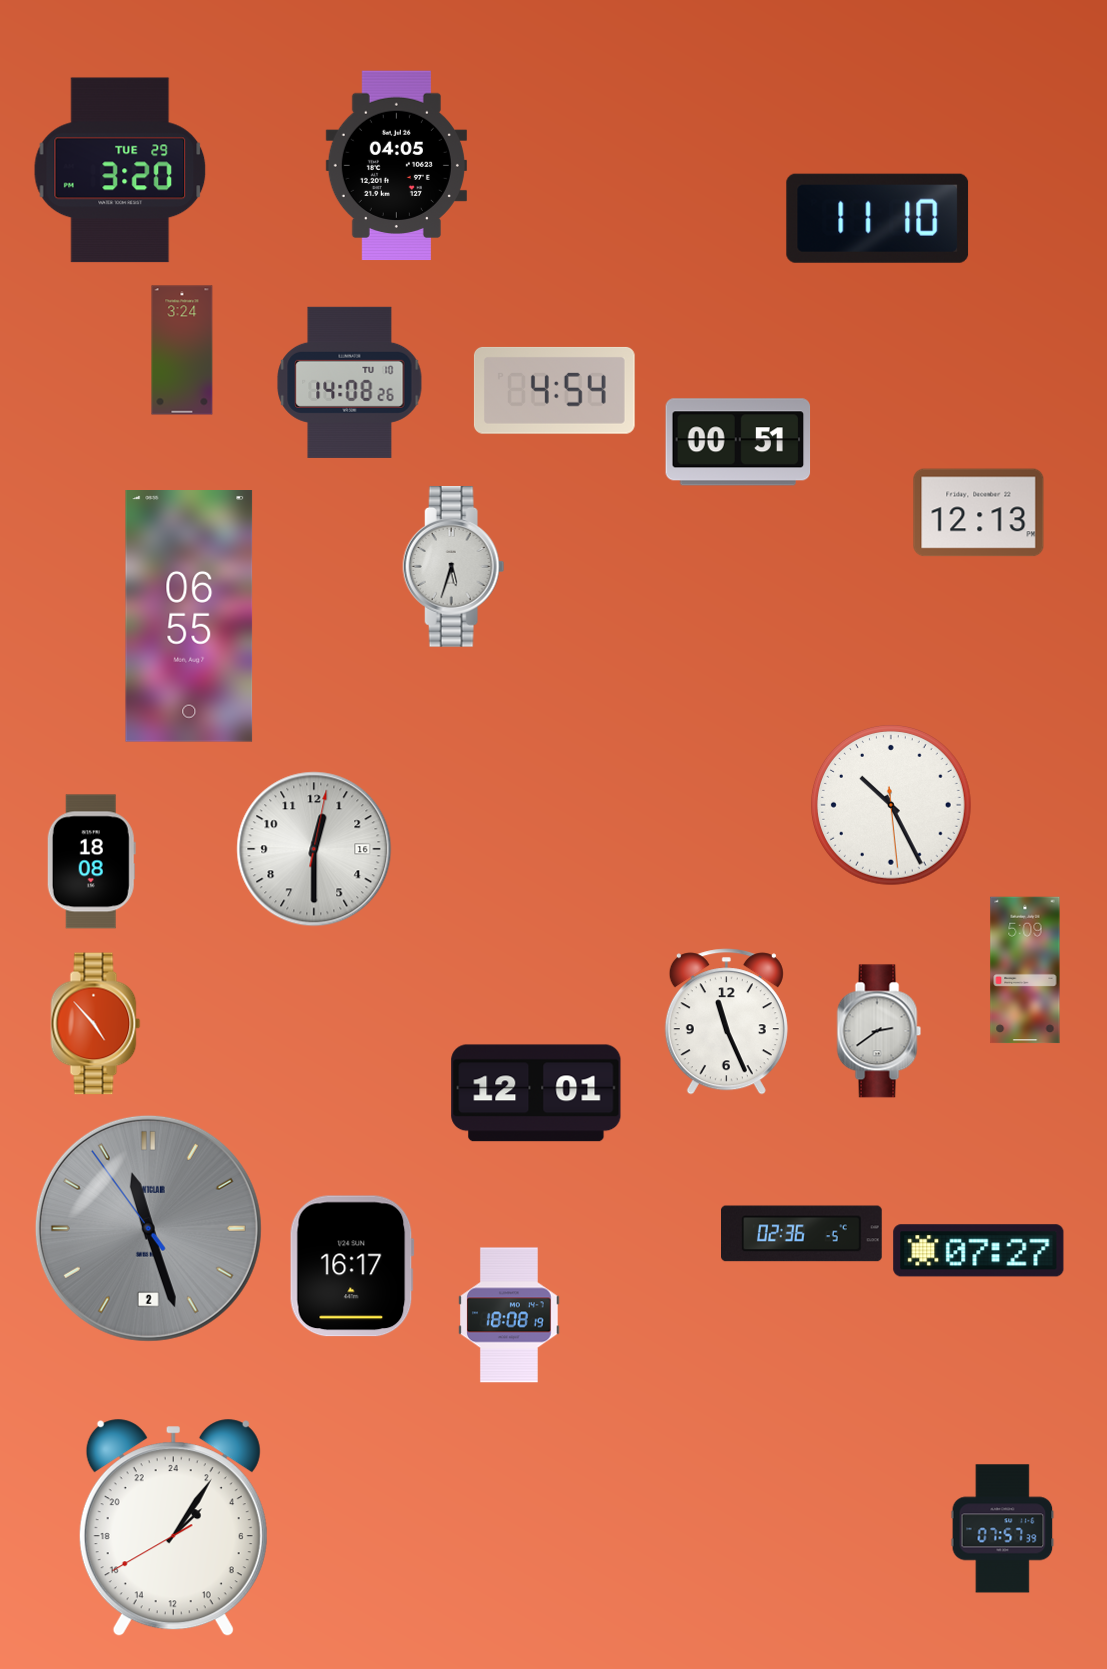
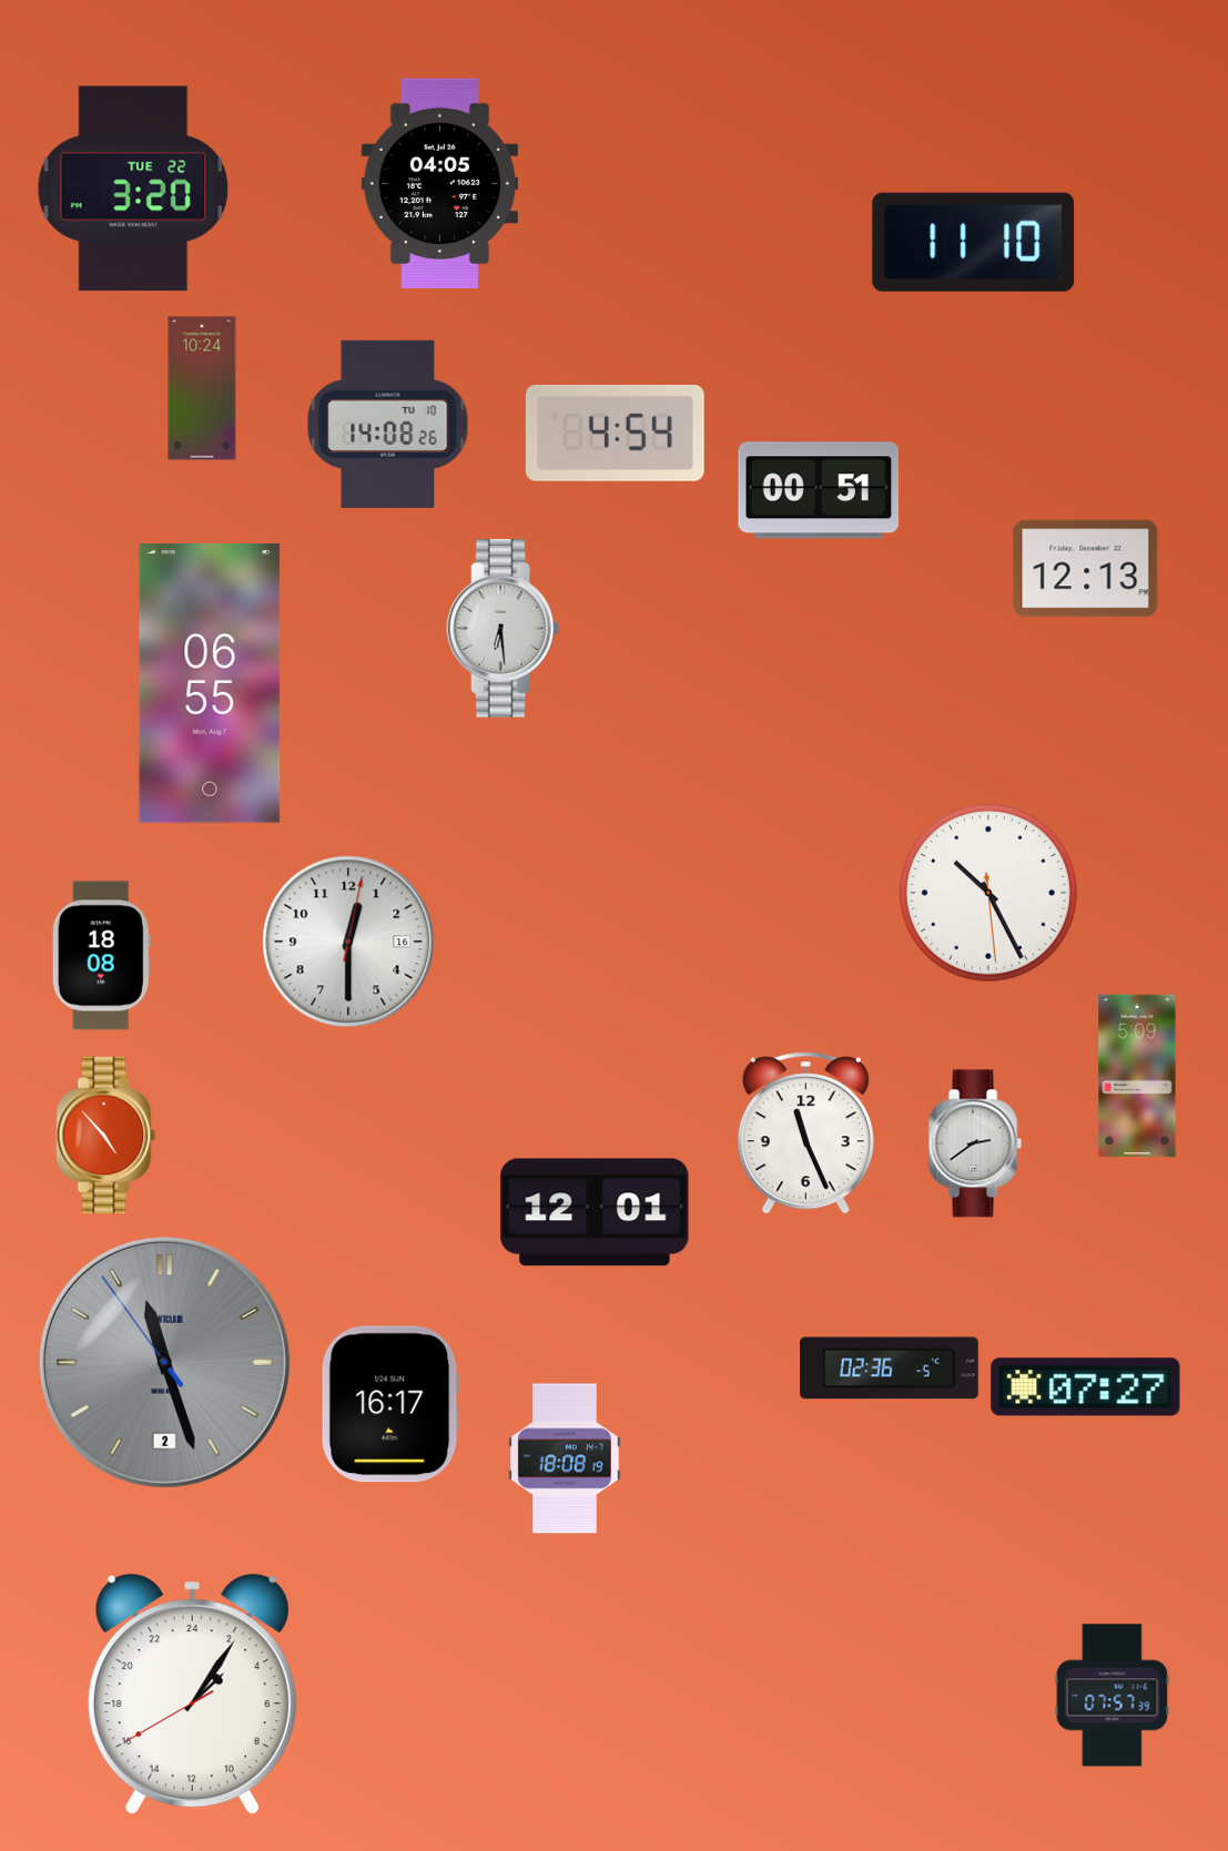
clock at (120, 170) date: TUE 29 -> TUE 22
clock at (182, 350): 3:24 -> 10:24
clock at (454, 567): 5:33 -> 6:29
